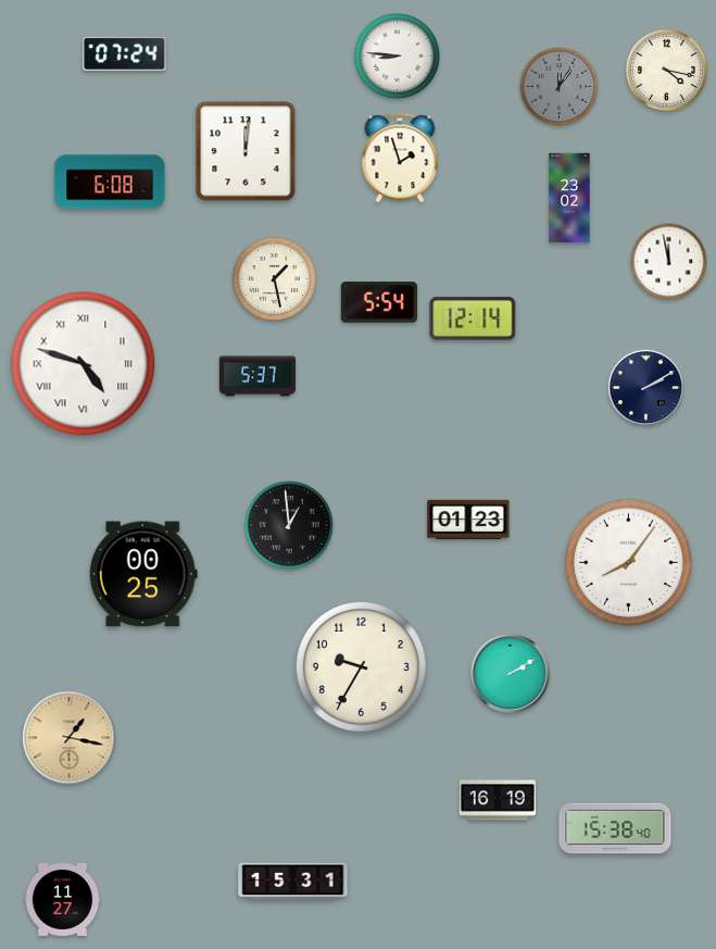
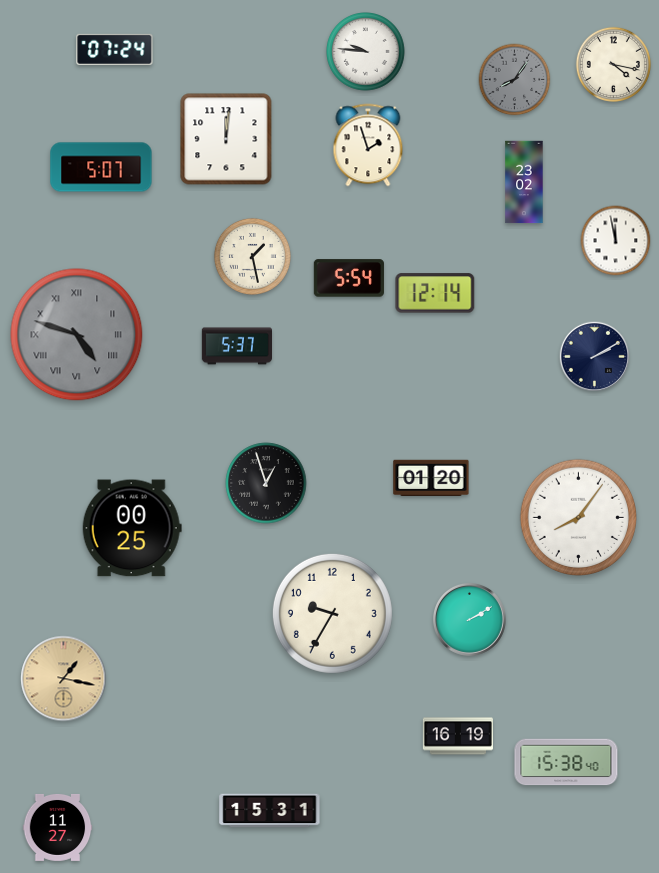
clock at (398, 57): 8:46 -> 9:46
clock at (560, 87): 12:06 -> 8:06
clock at (110, 182): 6:08 -> 5:07
clock at (84, 364) dial: white -> grey
clock at (468, 520): 01:23 -> 01:20
clock at (289, 525): 12:59 -> 12:57
